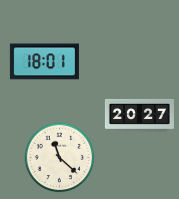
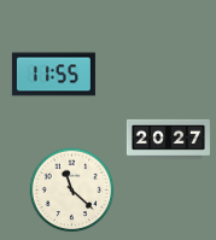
clock at (44, 62): 18:01 -> 11:55
